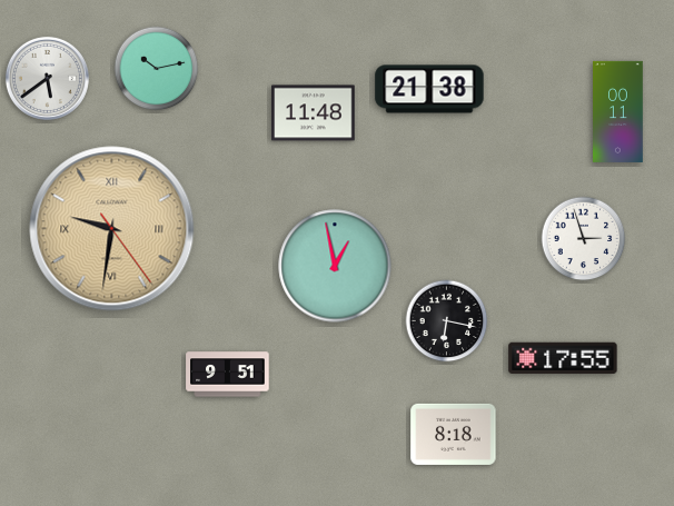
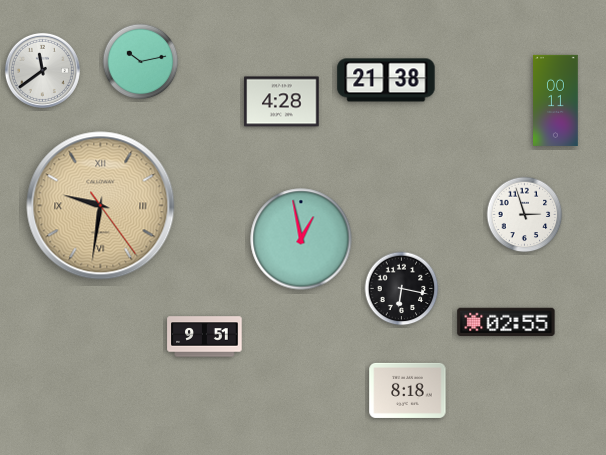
clock at (47, 78): 5:39 -> 11:39
clock at (314, 113): 11:48 -> 4:28
clock at (563, 358): 17:55 -> 02:55
